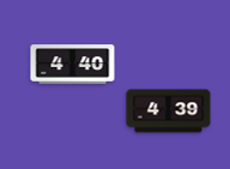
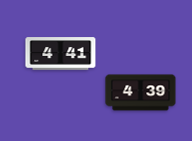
clock at (73, 65): 4:40 -> 4:41
